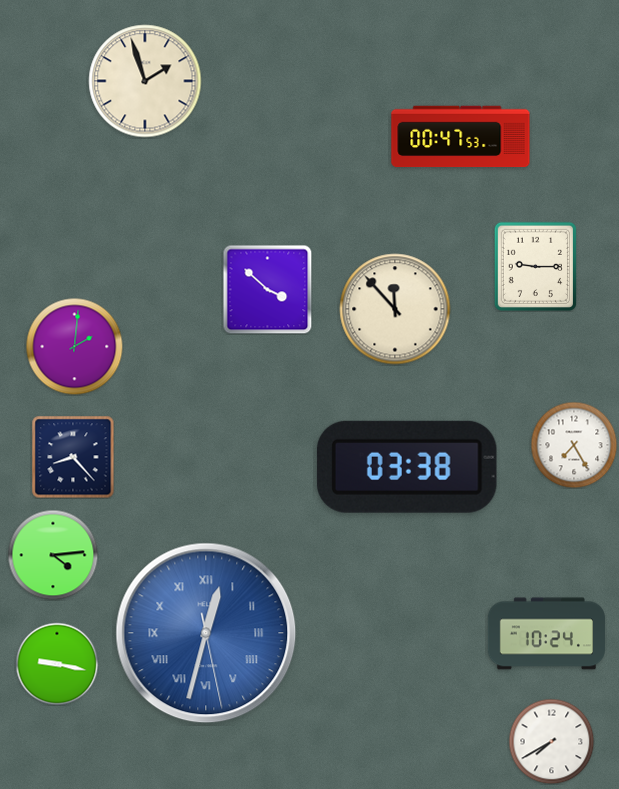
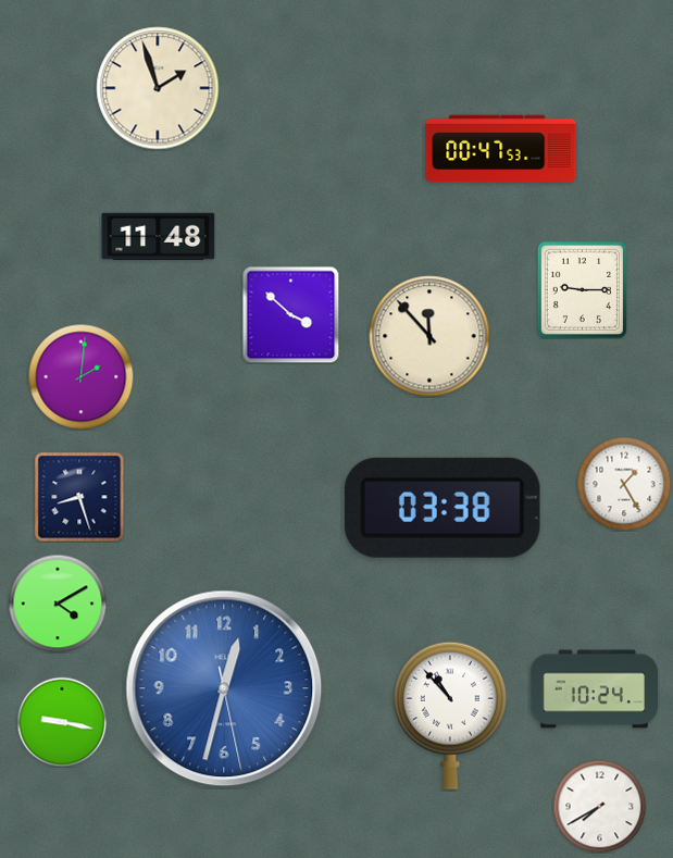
clock at (159, 236): none -> 11:48
clock at (574, 445): 7:25 -> 1:25
clock at (73, 457): 8:23 -> 8:27
clock at (53, 555): 4:14 -> 4:10
clock at (206, 633) numerals: Roman -> Arabic
clock at (450, 716): none -> 10:53
